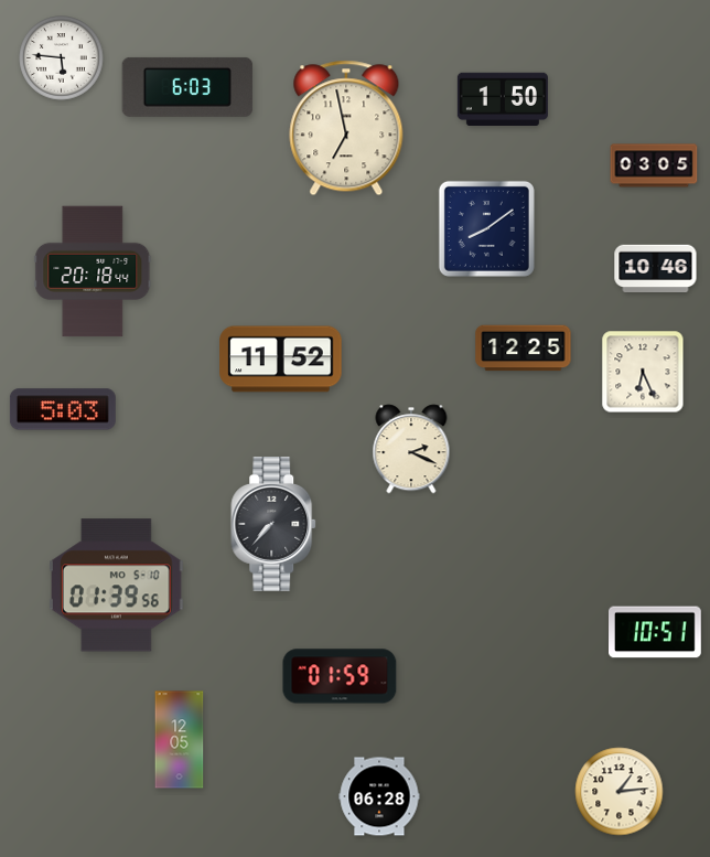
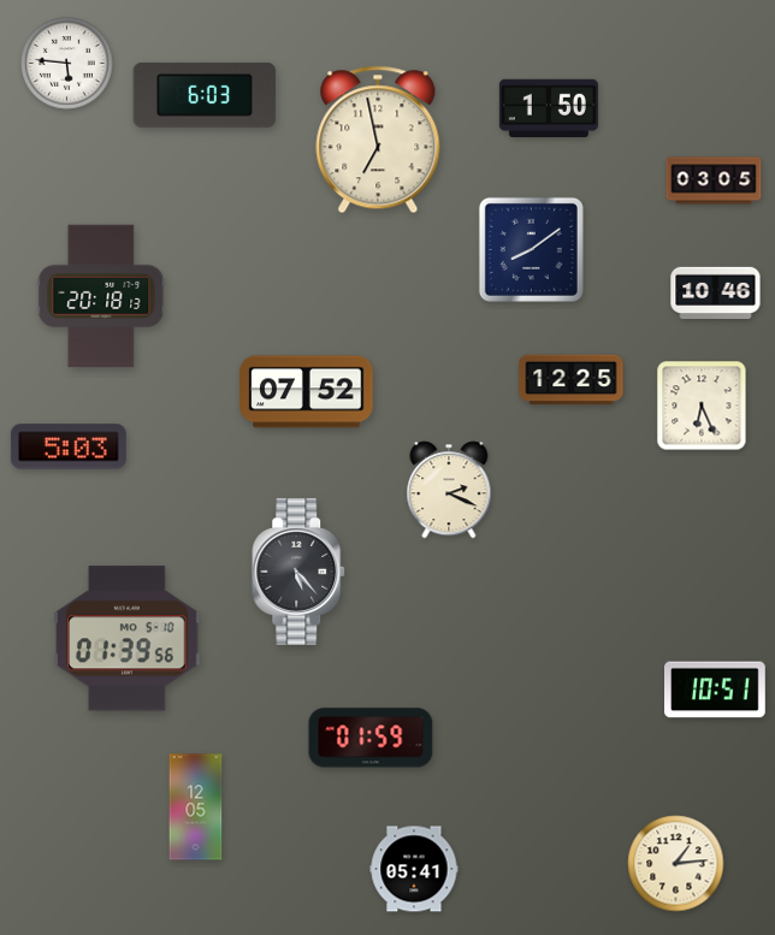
clock at (93, 271): 20:18:44 -> 20:18:13
clock at (281, 360): 11:52 -> 07:52
clock at (275, 524): 7:37 -> 5:23
clock at (379, 796): 06:28 -> 05:41
